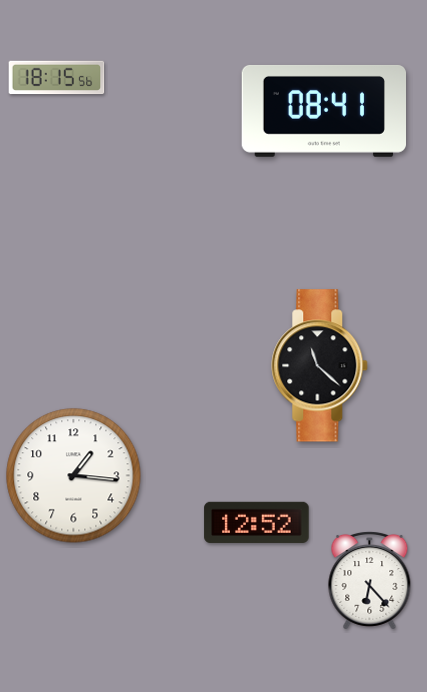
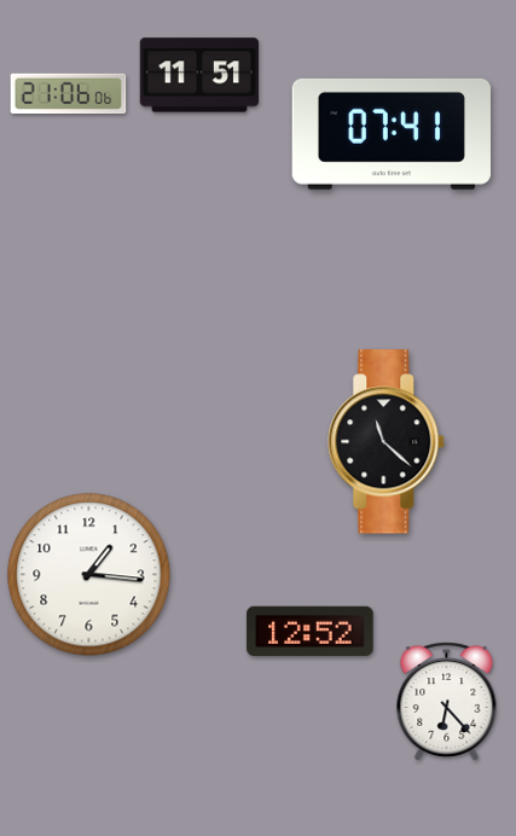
clock at (198, 75): none -> 11:51
clock at (57, 78): 18:15 -> 21:06
clock at (323, 111): 08:41 -> 07:41
